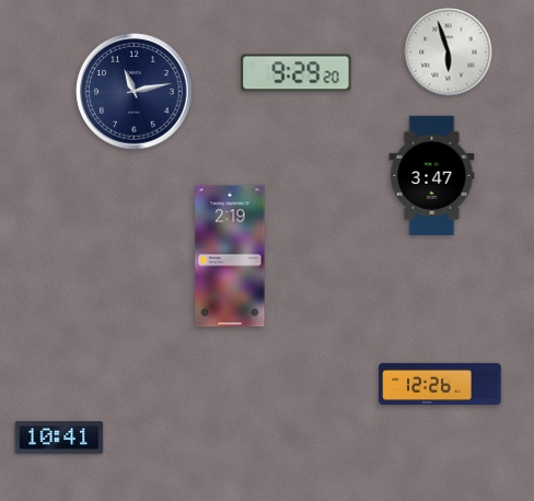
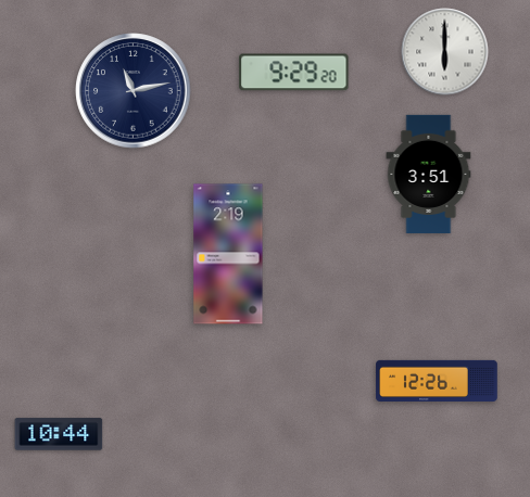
clock at (449, 53): 5:57 -> 6:00
clock at (432, 175): 3:47 -> 3:51
clock at (59, 438): 10:41 -> 10:44
